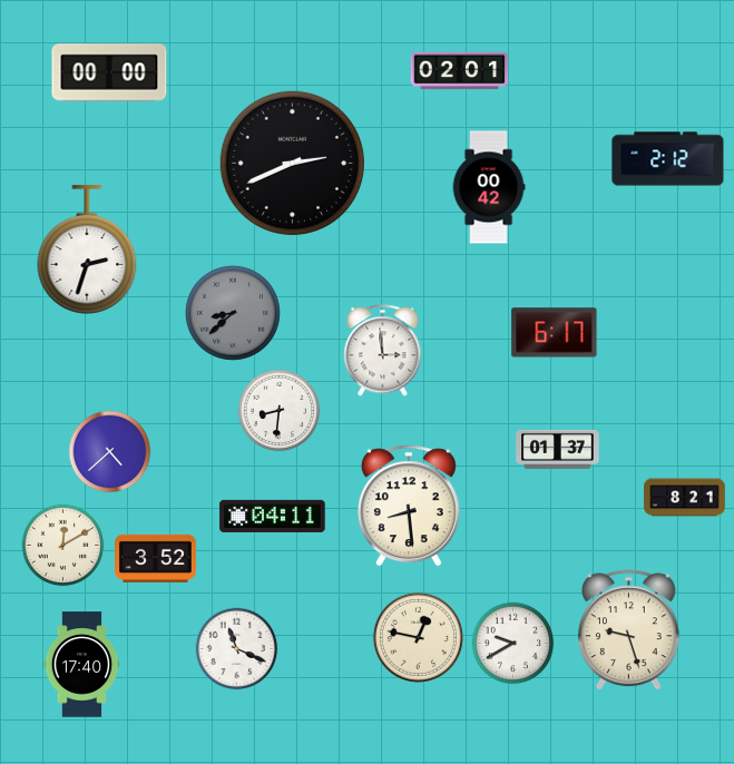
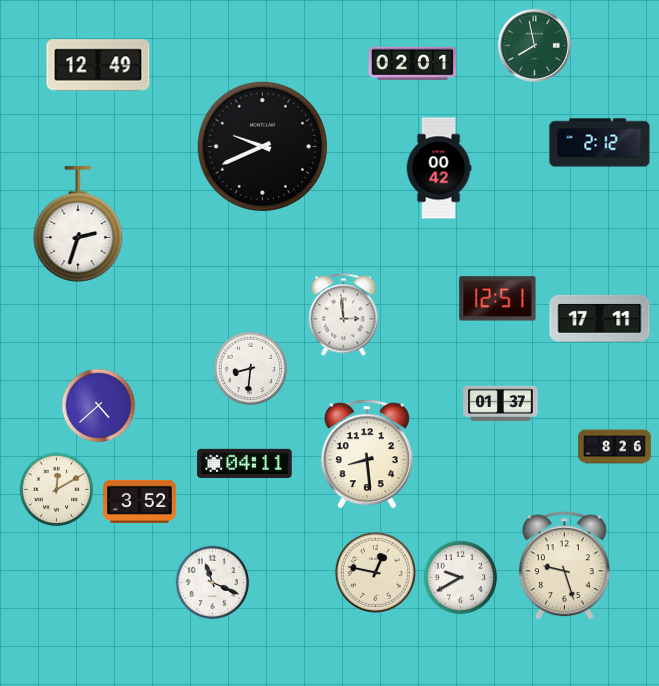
clock at (534, 45): none -> 7:58
clock at (109, 72): 00:00 -> 12:49
clock at (292, 163): 2:41 -> 9:41
clock at (233, 313): 8:38 -> none
clock at (555, 333): 6:17 -> 12:51
clock at (600, 318): none -> 17:11
clock at (685, 498): 8:21 -> 8:26
clock at (82, 665): 17:40 -> none
